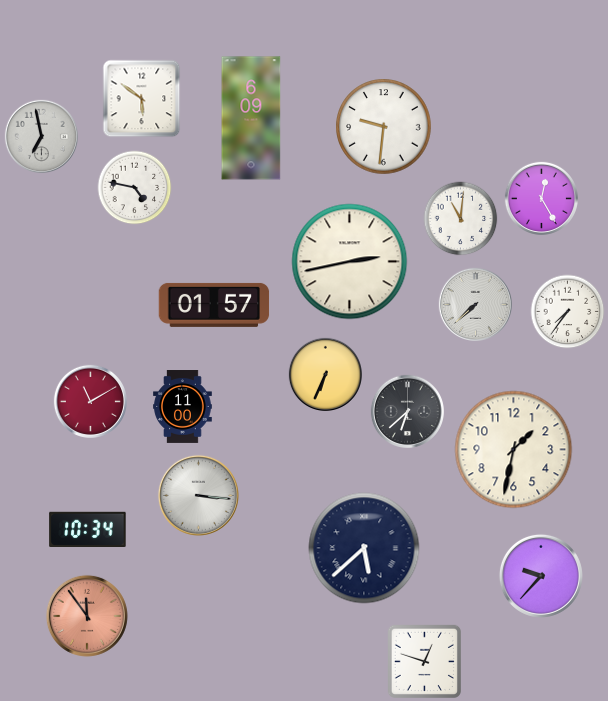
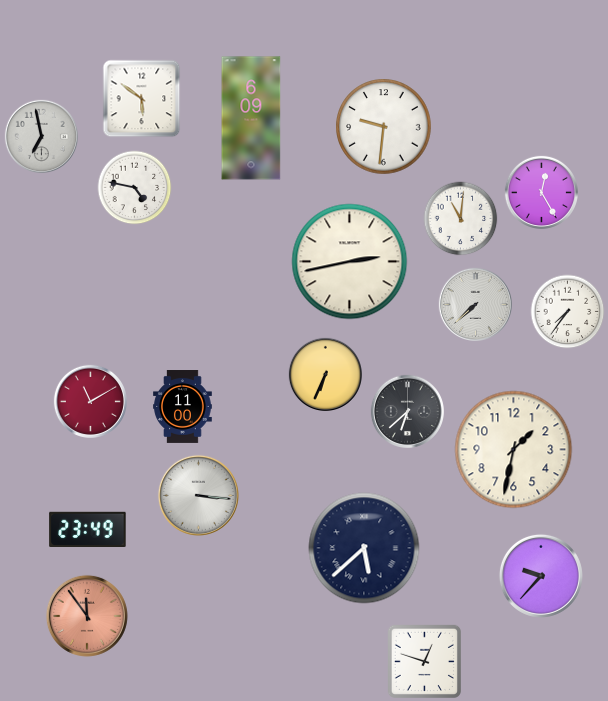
clock at (541, 198) position: (541, 198) -> (541, 192)
clock at (214, 305): 01:57 -> none
clock at (88, 529): 10:34 -> 23:49
